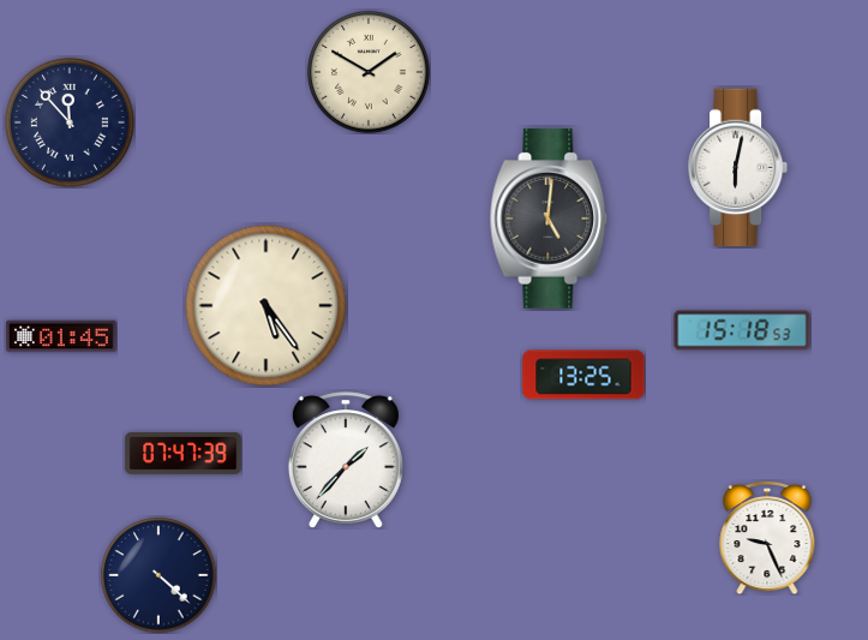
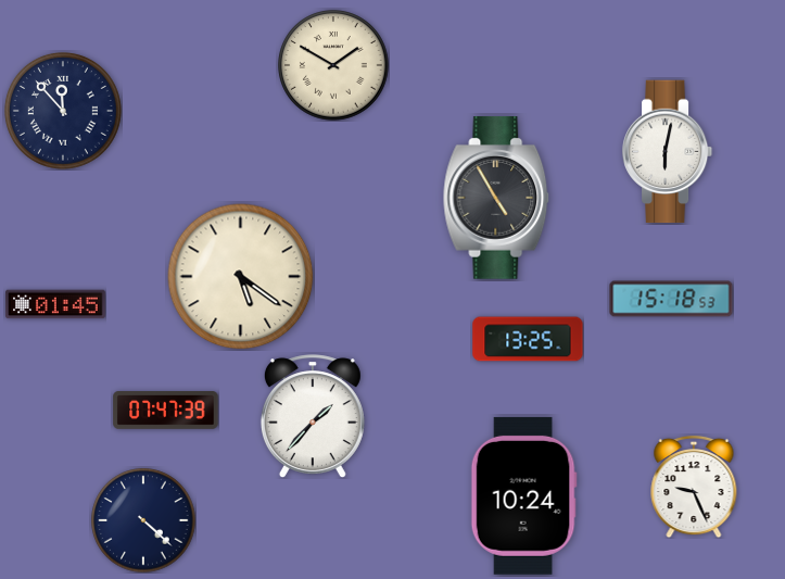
clock at (549, 219): 5:01 -> 4:55
clock at (267, 306): 5:24 -> 5:21
clock at (523, 495): none -> 10:24
